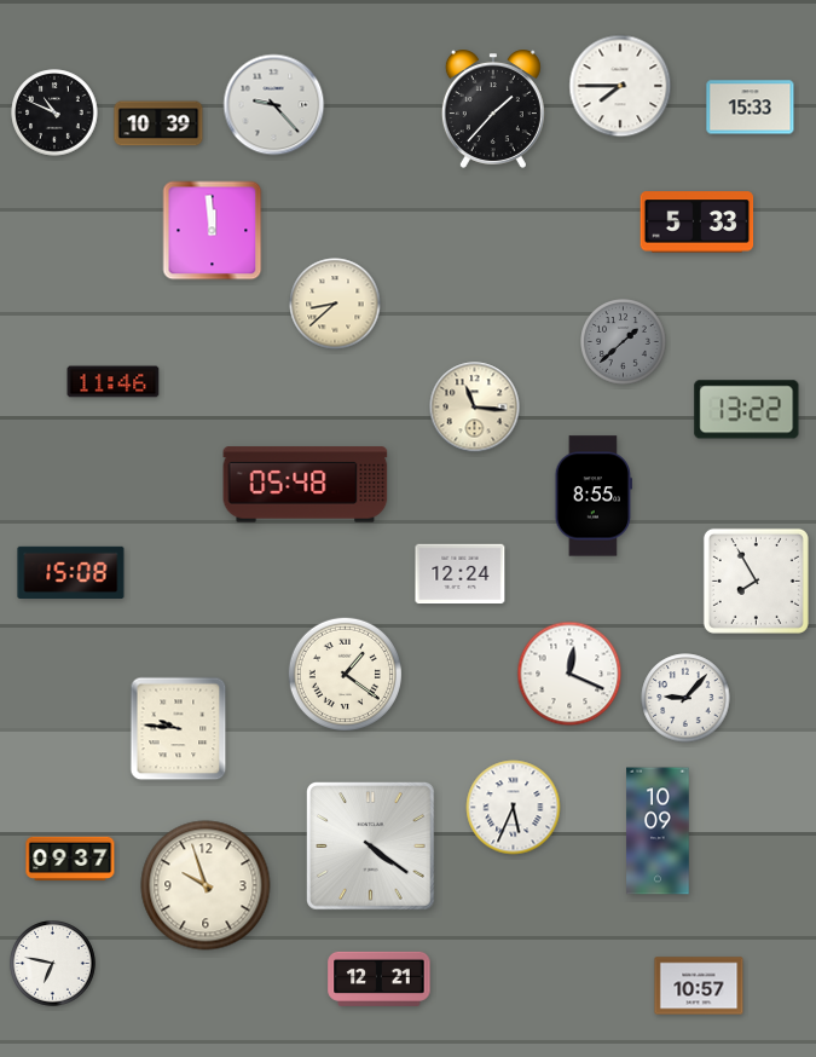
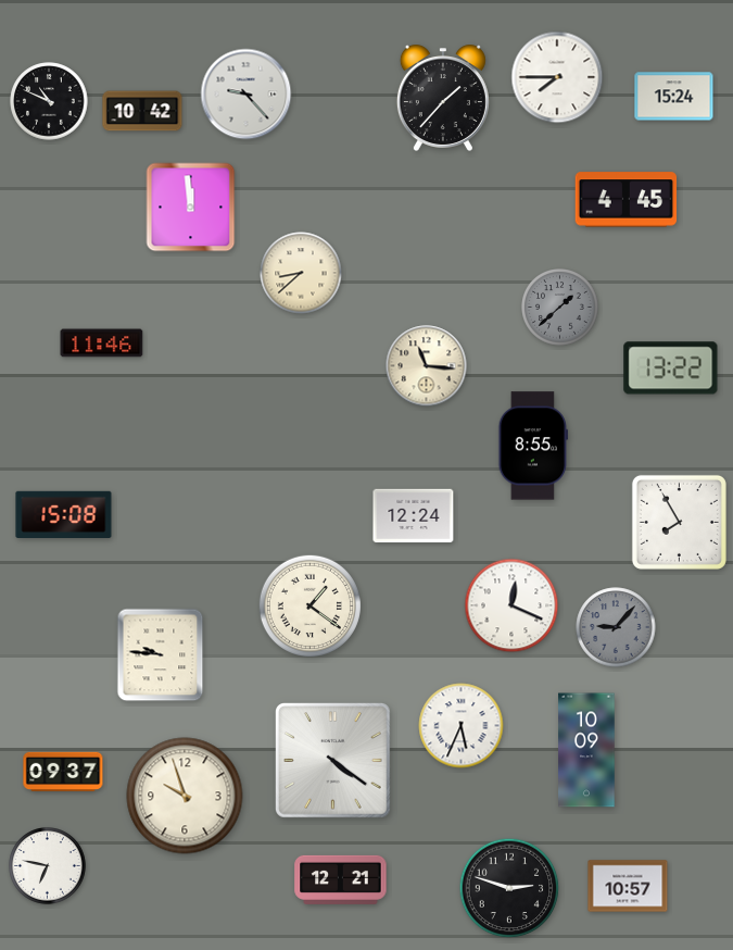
clock at (751, 108): 15:33 -> 15:24
clock at (158, 123): 10:39 -> 10:42
clock at (698, 223): 5:33 -> 4:45
clock at (306, 485): 05:48 -> none
clock at (685, 698) dial: white -> grey
clock at (658, 831) position: (658, 831) -> (586, 750)
clock at (509, 888): none -> 2:48
